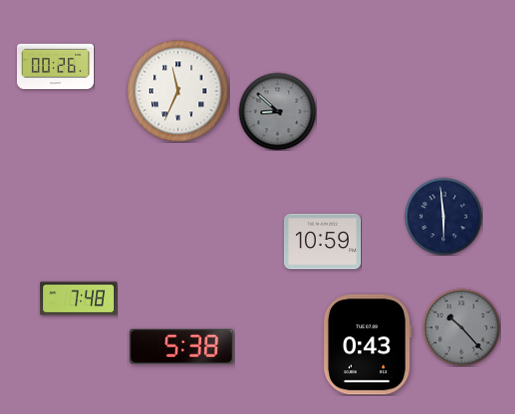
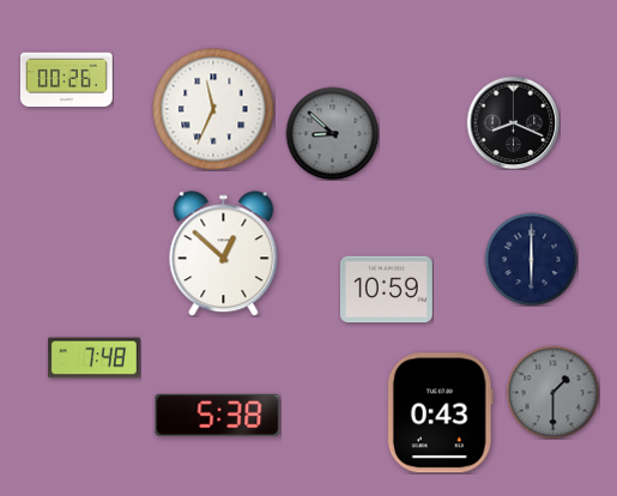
clock at (513, 122): none -> 8:19
clock at (224, 254): none -> 12:52
clock at (443, 216): 5:59 -> 6:00
clock at (461, 327): 10:23 -> 1:30
